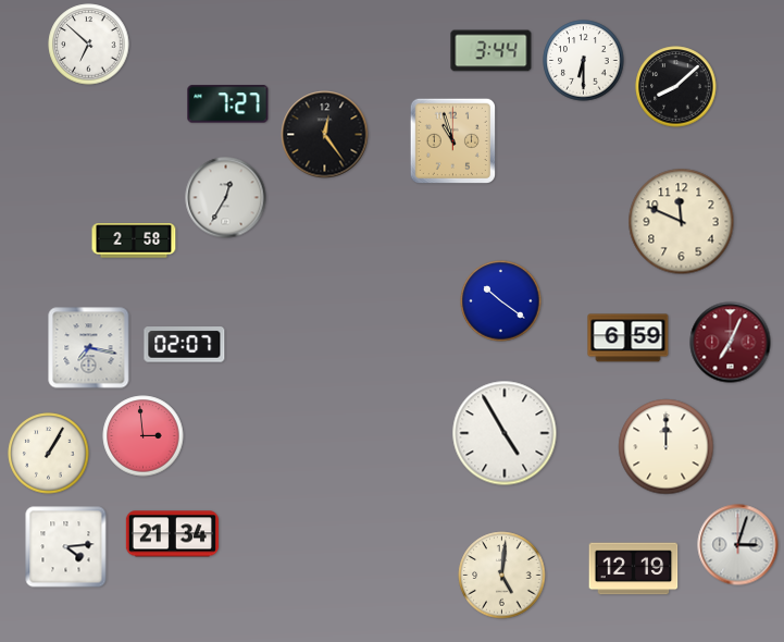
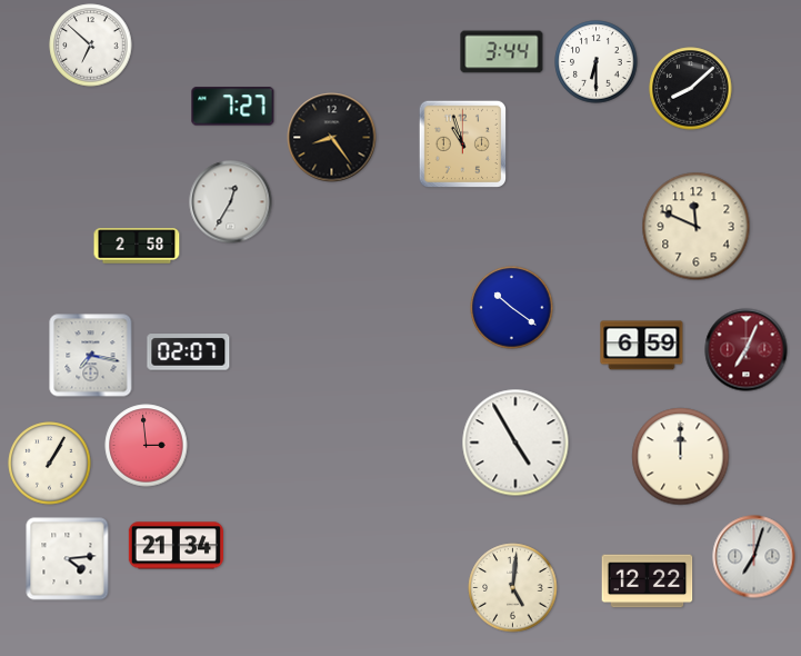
clock at (325, 135): 12:24 -> 8:24
clock at (738, 545): 3:03 -> 7:03
clock at (634, 569): 12:19 -> 12:22
